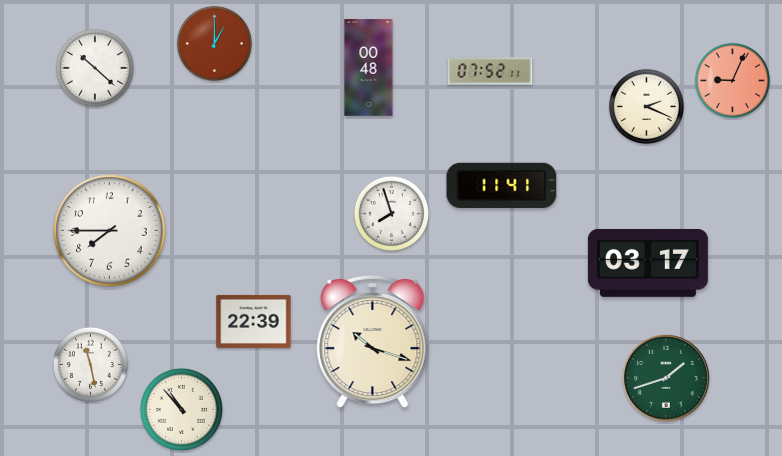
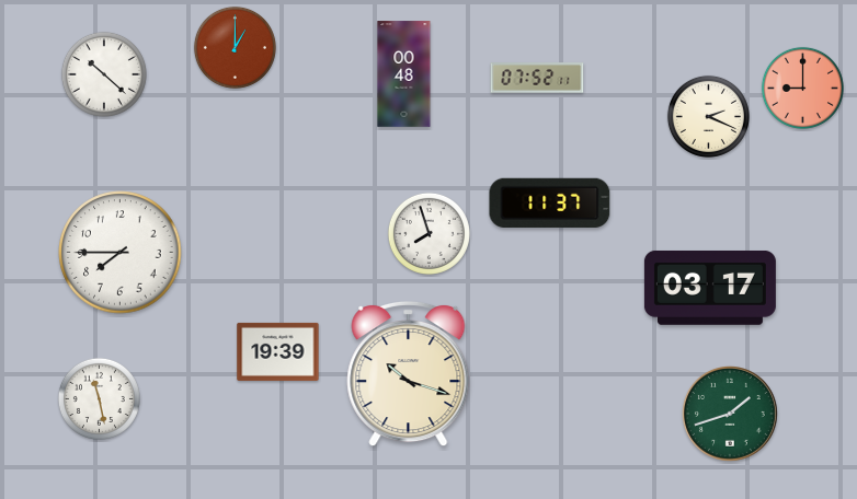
clock at (732, 80): 9:04 -> 9:00
clock at (502, 185): 11:41 -> 11:37
clock at (254, 321): 22:39 -> 19:39
clock at (181, 409): 10:53 -> none
